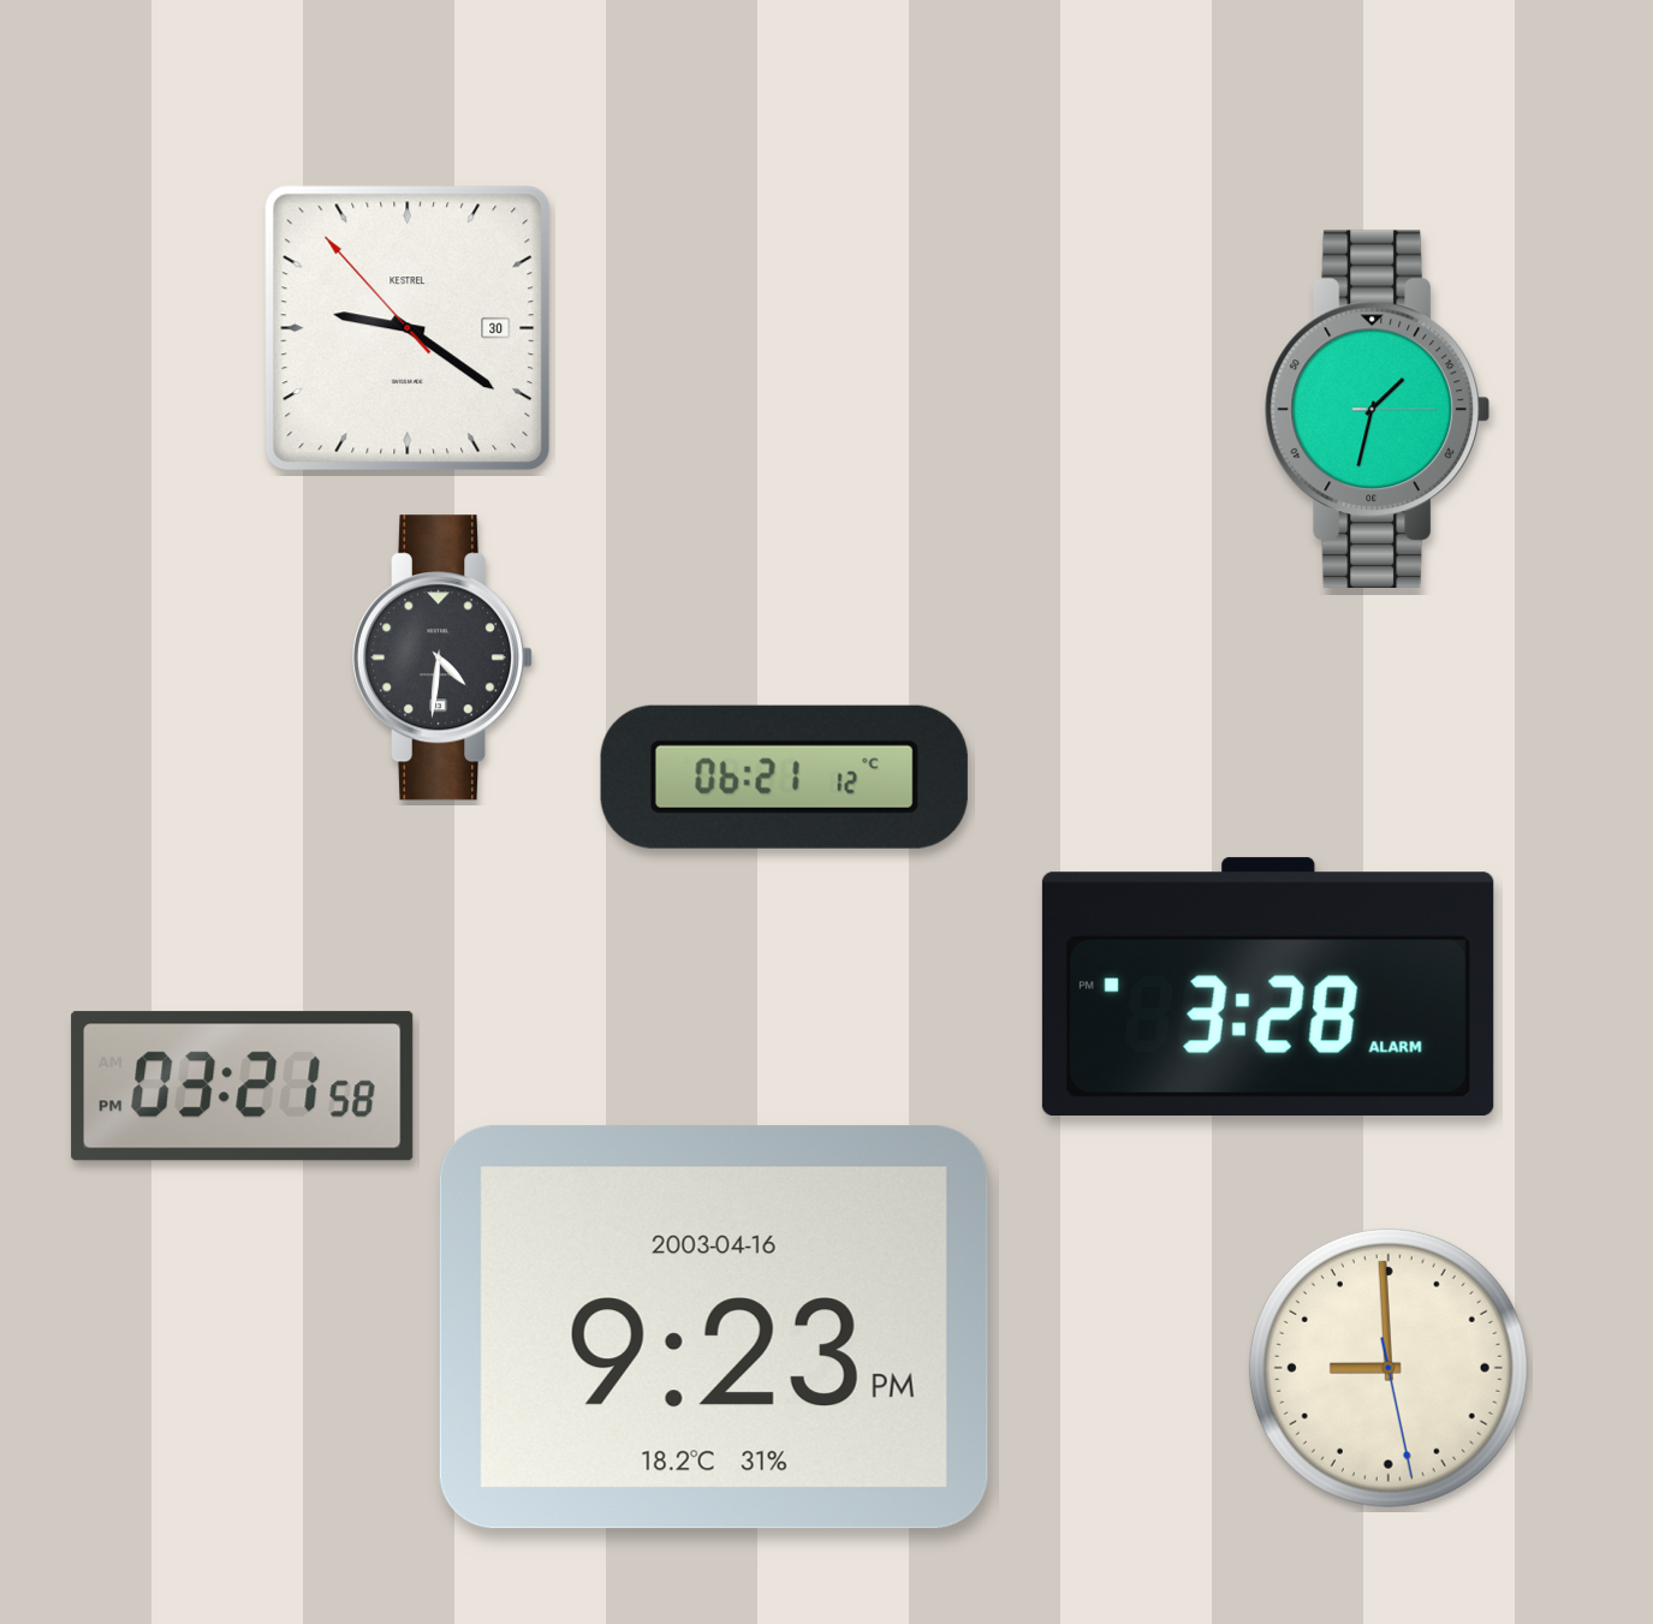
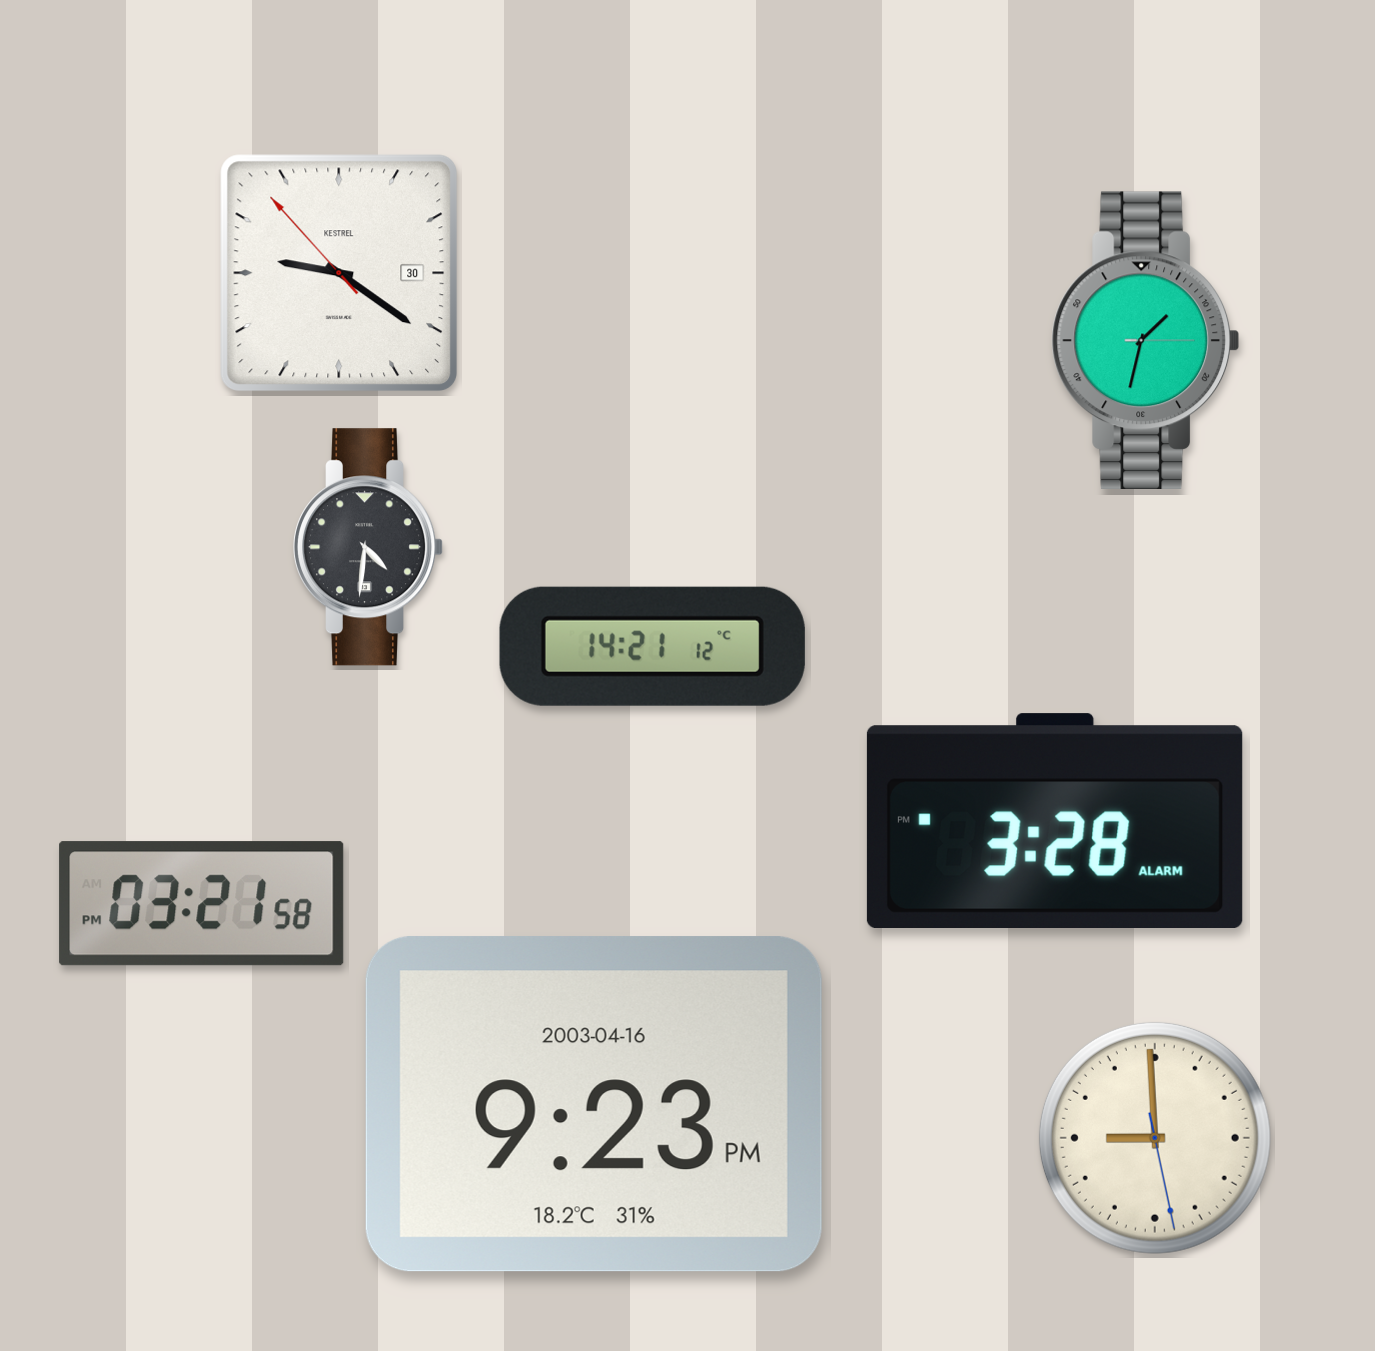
clock at (784, 777): 06:21 -> 14:21
